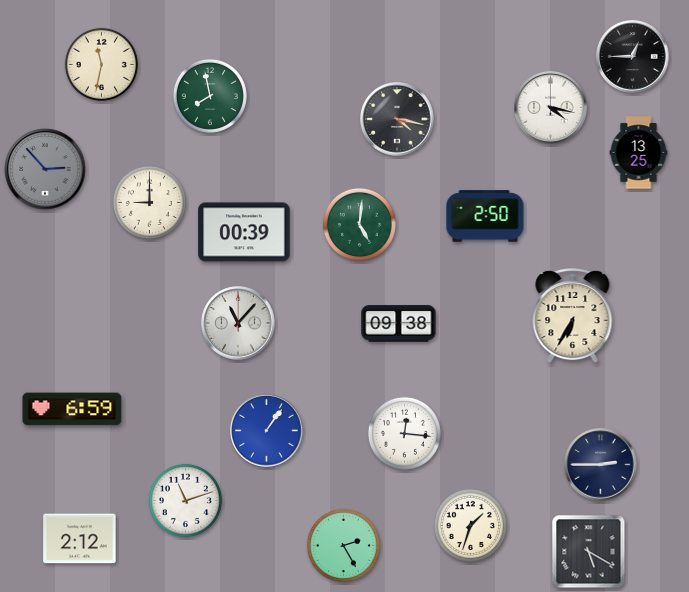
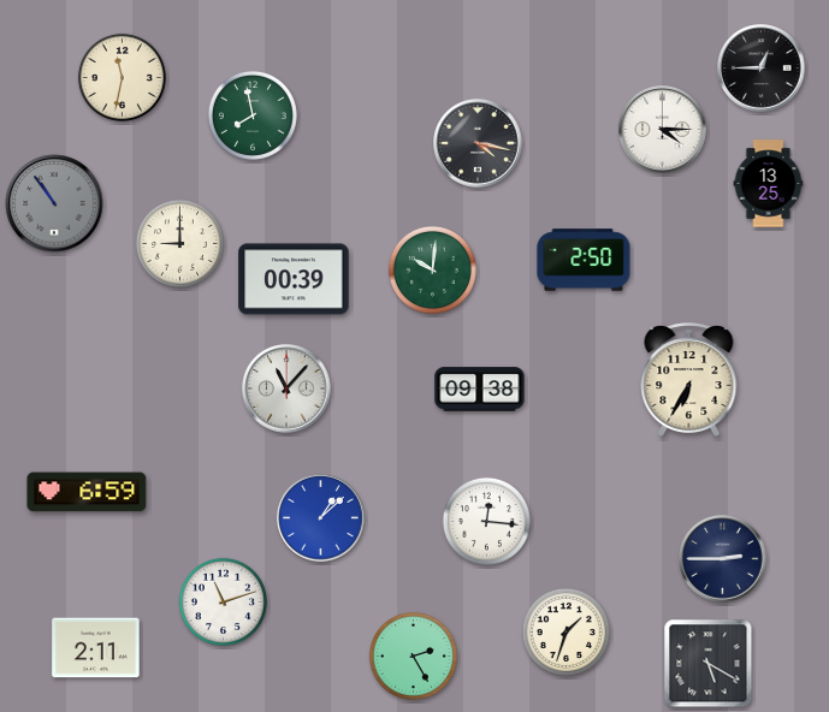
clock at (551, 108): 4:17 -> 4:15
clock at (45, 169): 2:53 -> 10:54
clock at (359, 224): 5:01 -> 10:01
clock at (267, 431): 1:06 -> 1:08
clock at (80, 539): 2:12 -> 2:11
